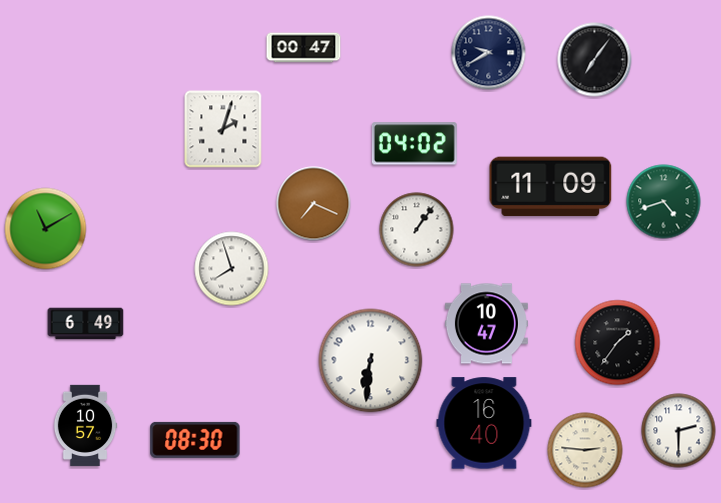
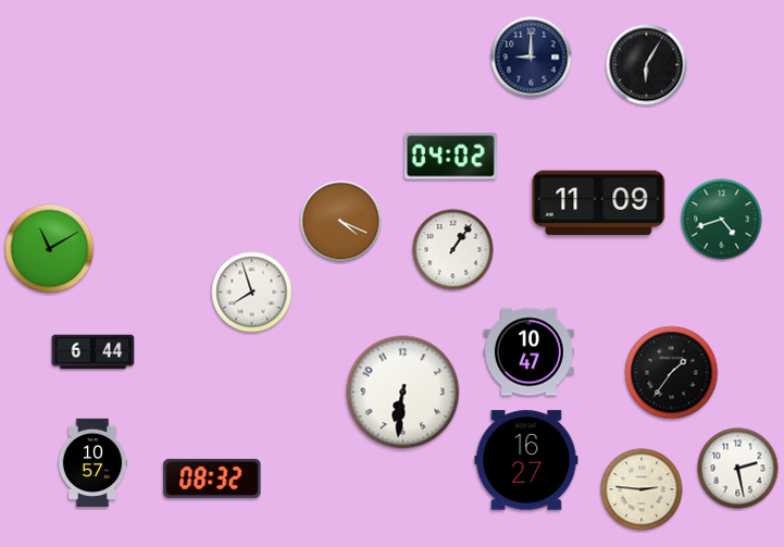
clock at (304, 48): 00:47 -> none
clock at (489, 53): 9:40 -> 9:00
clock at (595, 60): 7:06 -> 6:05
clock at (223, 129): 2:03 -> none
clock at (314, 204): 7:19 -> 4:19
clock at (86, 324): 6:49 -> 6:44
clock at (484, 423): 16:40 -> 16:27
clock at (679, 431): 2:30 -> 2:28
clock at (195, 440): 08:30 -> 08:32
clock at (585, 450) position: (585, 450) -> (642, 489)
